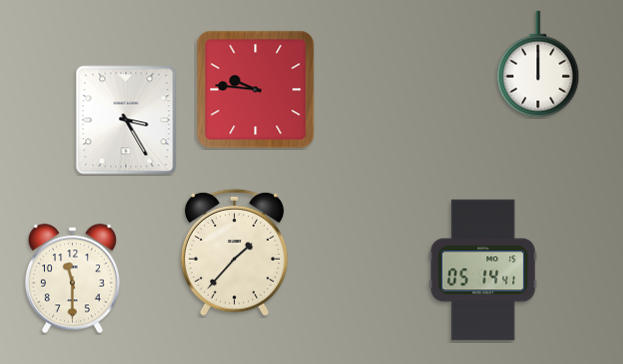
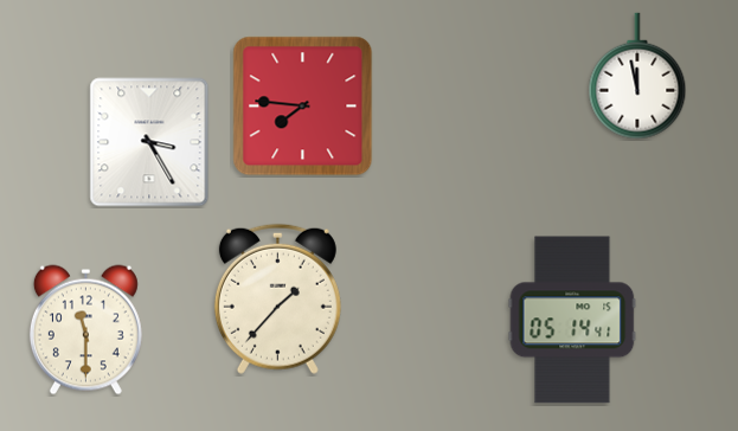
clock at (538, 64): 12:00 -> 11:58
clock at (256, 90): 9:46 -> 7:46
